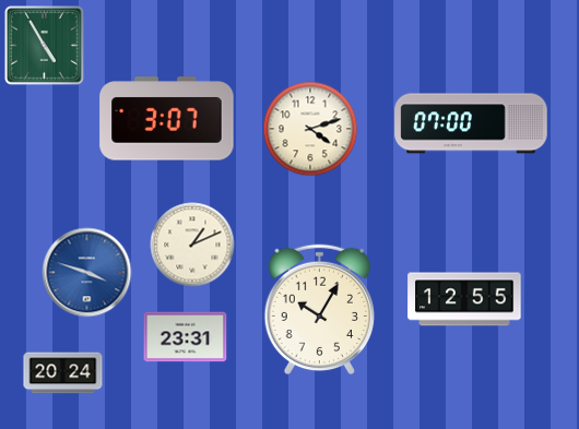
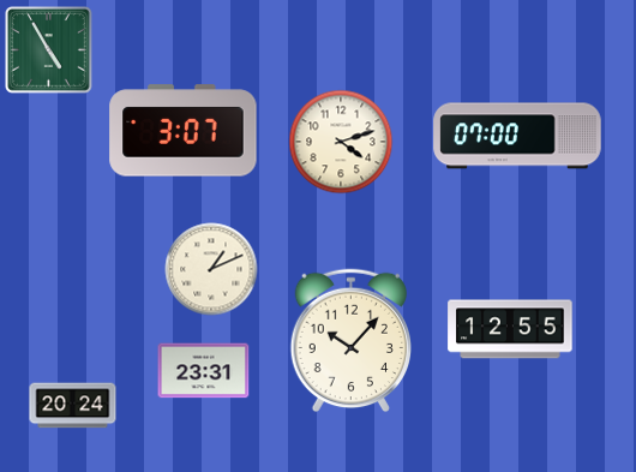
clock at (87, 273): 3:48 -> none
clock at (319, 310): 10:05 -> 10:07
clock at (63, 373) position: (63, 373) -> (73, 406)
